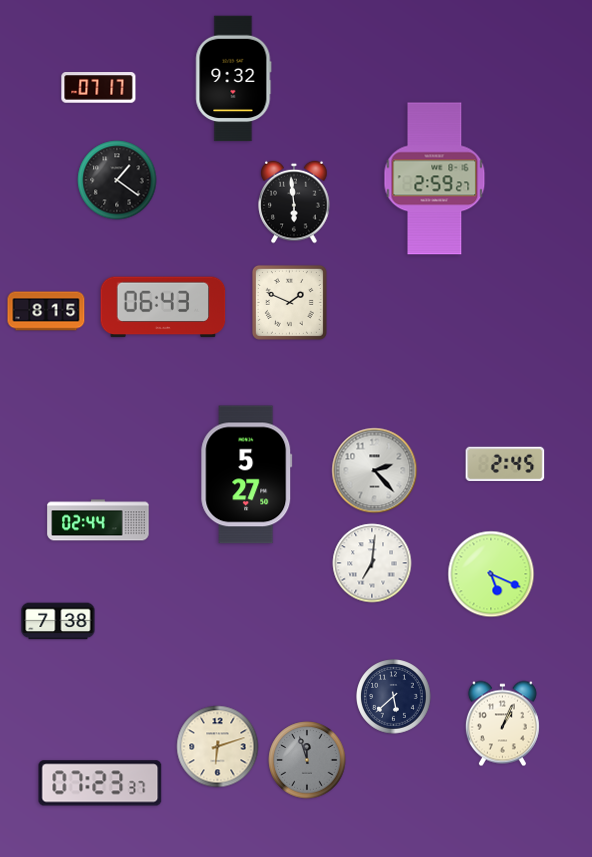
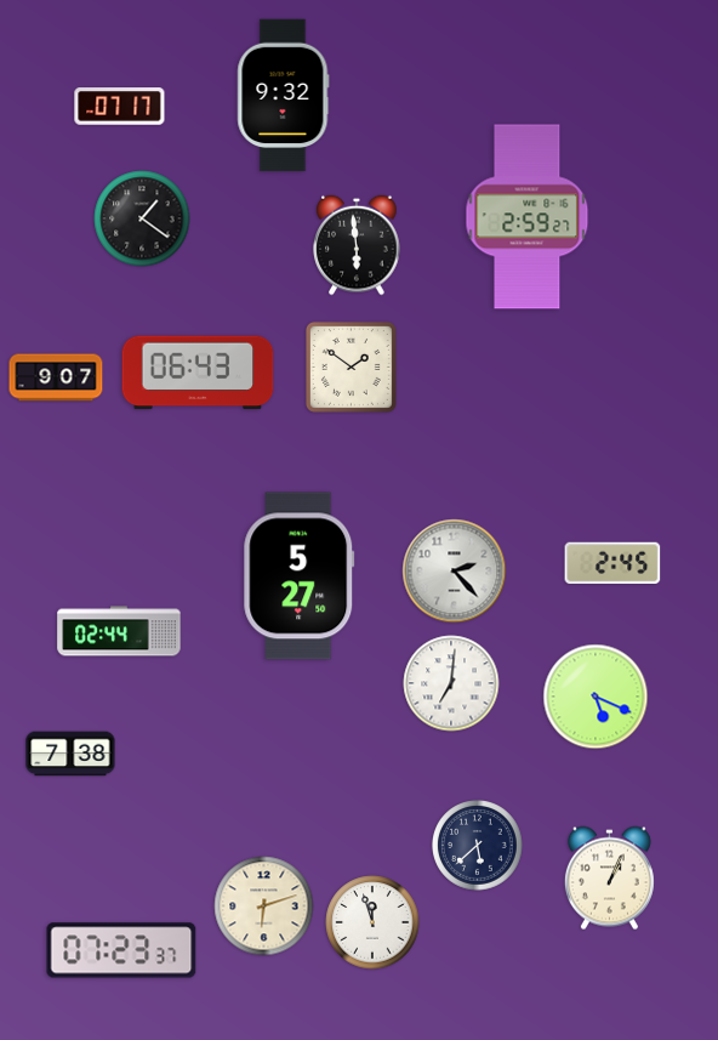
clock at (289, 302): 1:49 -> 1:51
clock at (46, 311): 8:15 -> 9:07
clock at (307, 760) dial: grey -> white
